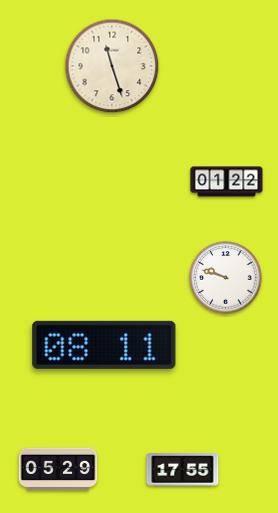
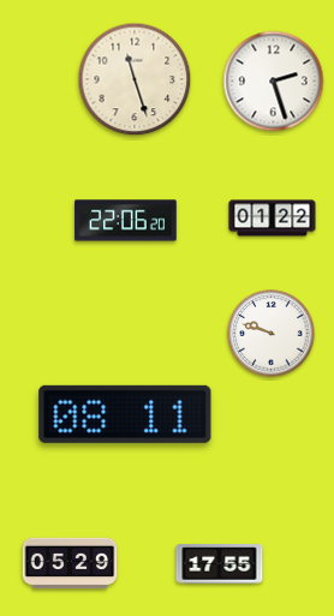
clock at (274, 82): none -> 2:27
clock at (126, 221): none -> 22:06
